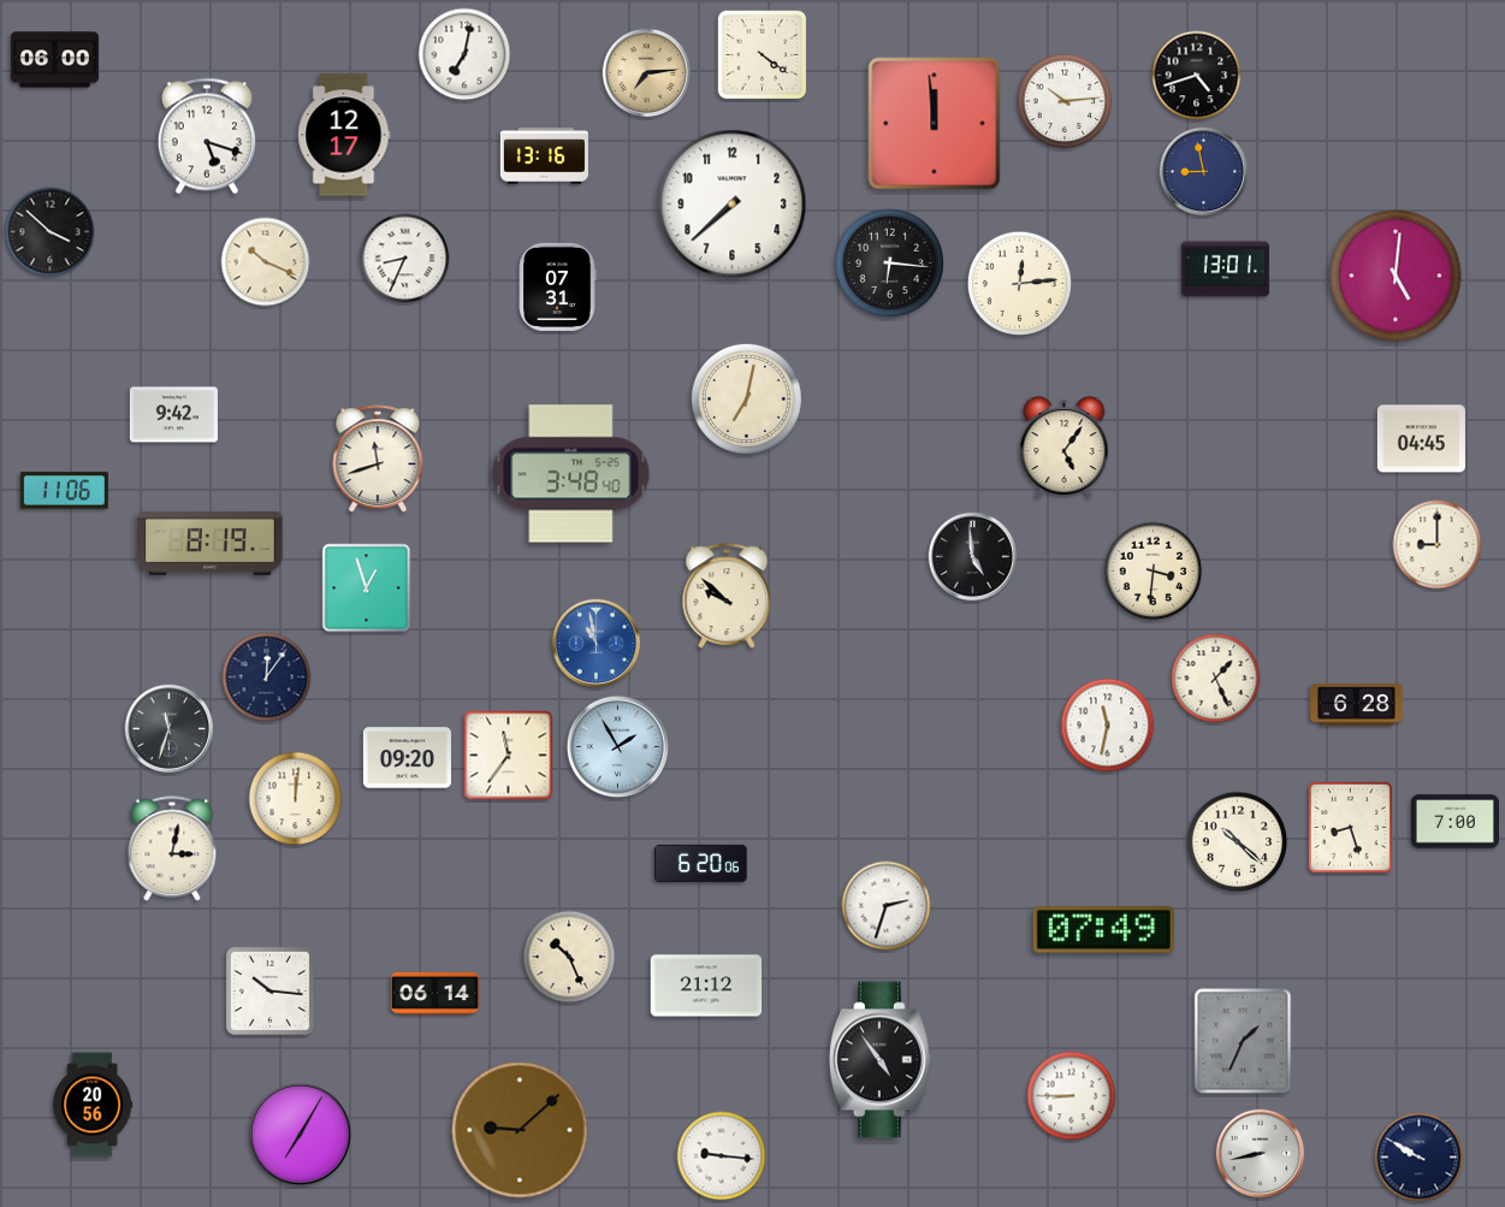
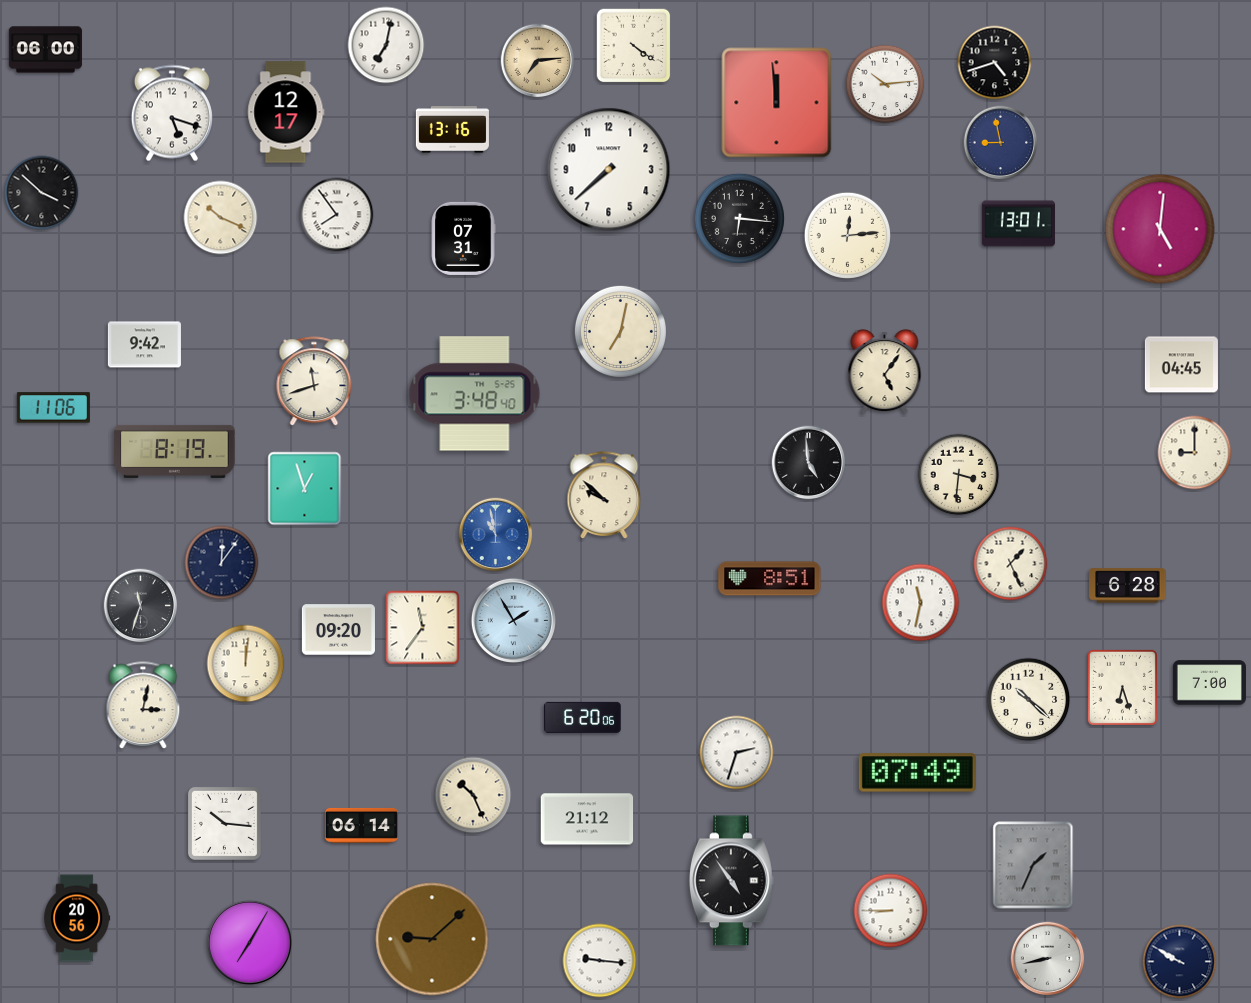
clock at (405, 259): 8:34 -> 7:54
clock at (770, 579): none -> 8:51
clock at (1350, 827): 8:27 -> 6:27
